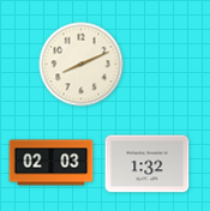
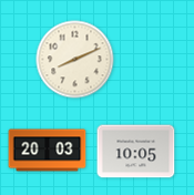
clock at (52, 163): 02:03 -> 20:03
clock at (148, 164): 1:32 -> 10:05
